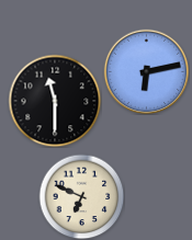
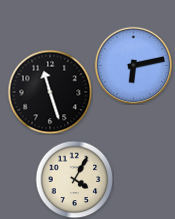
clock at (55, 101): 11:30 -> 11:27
clock at (81, 196): 6:49 -> 4:05
